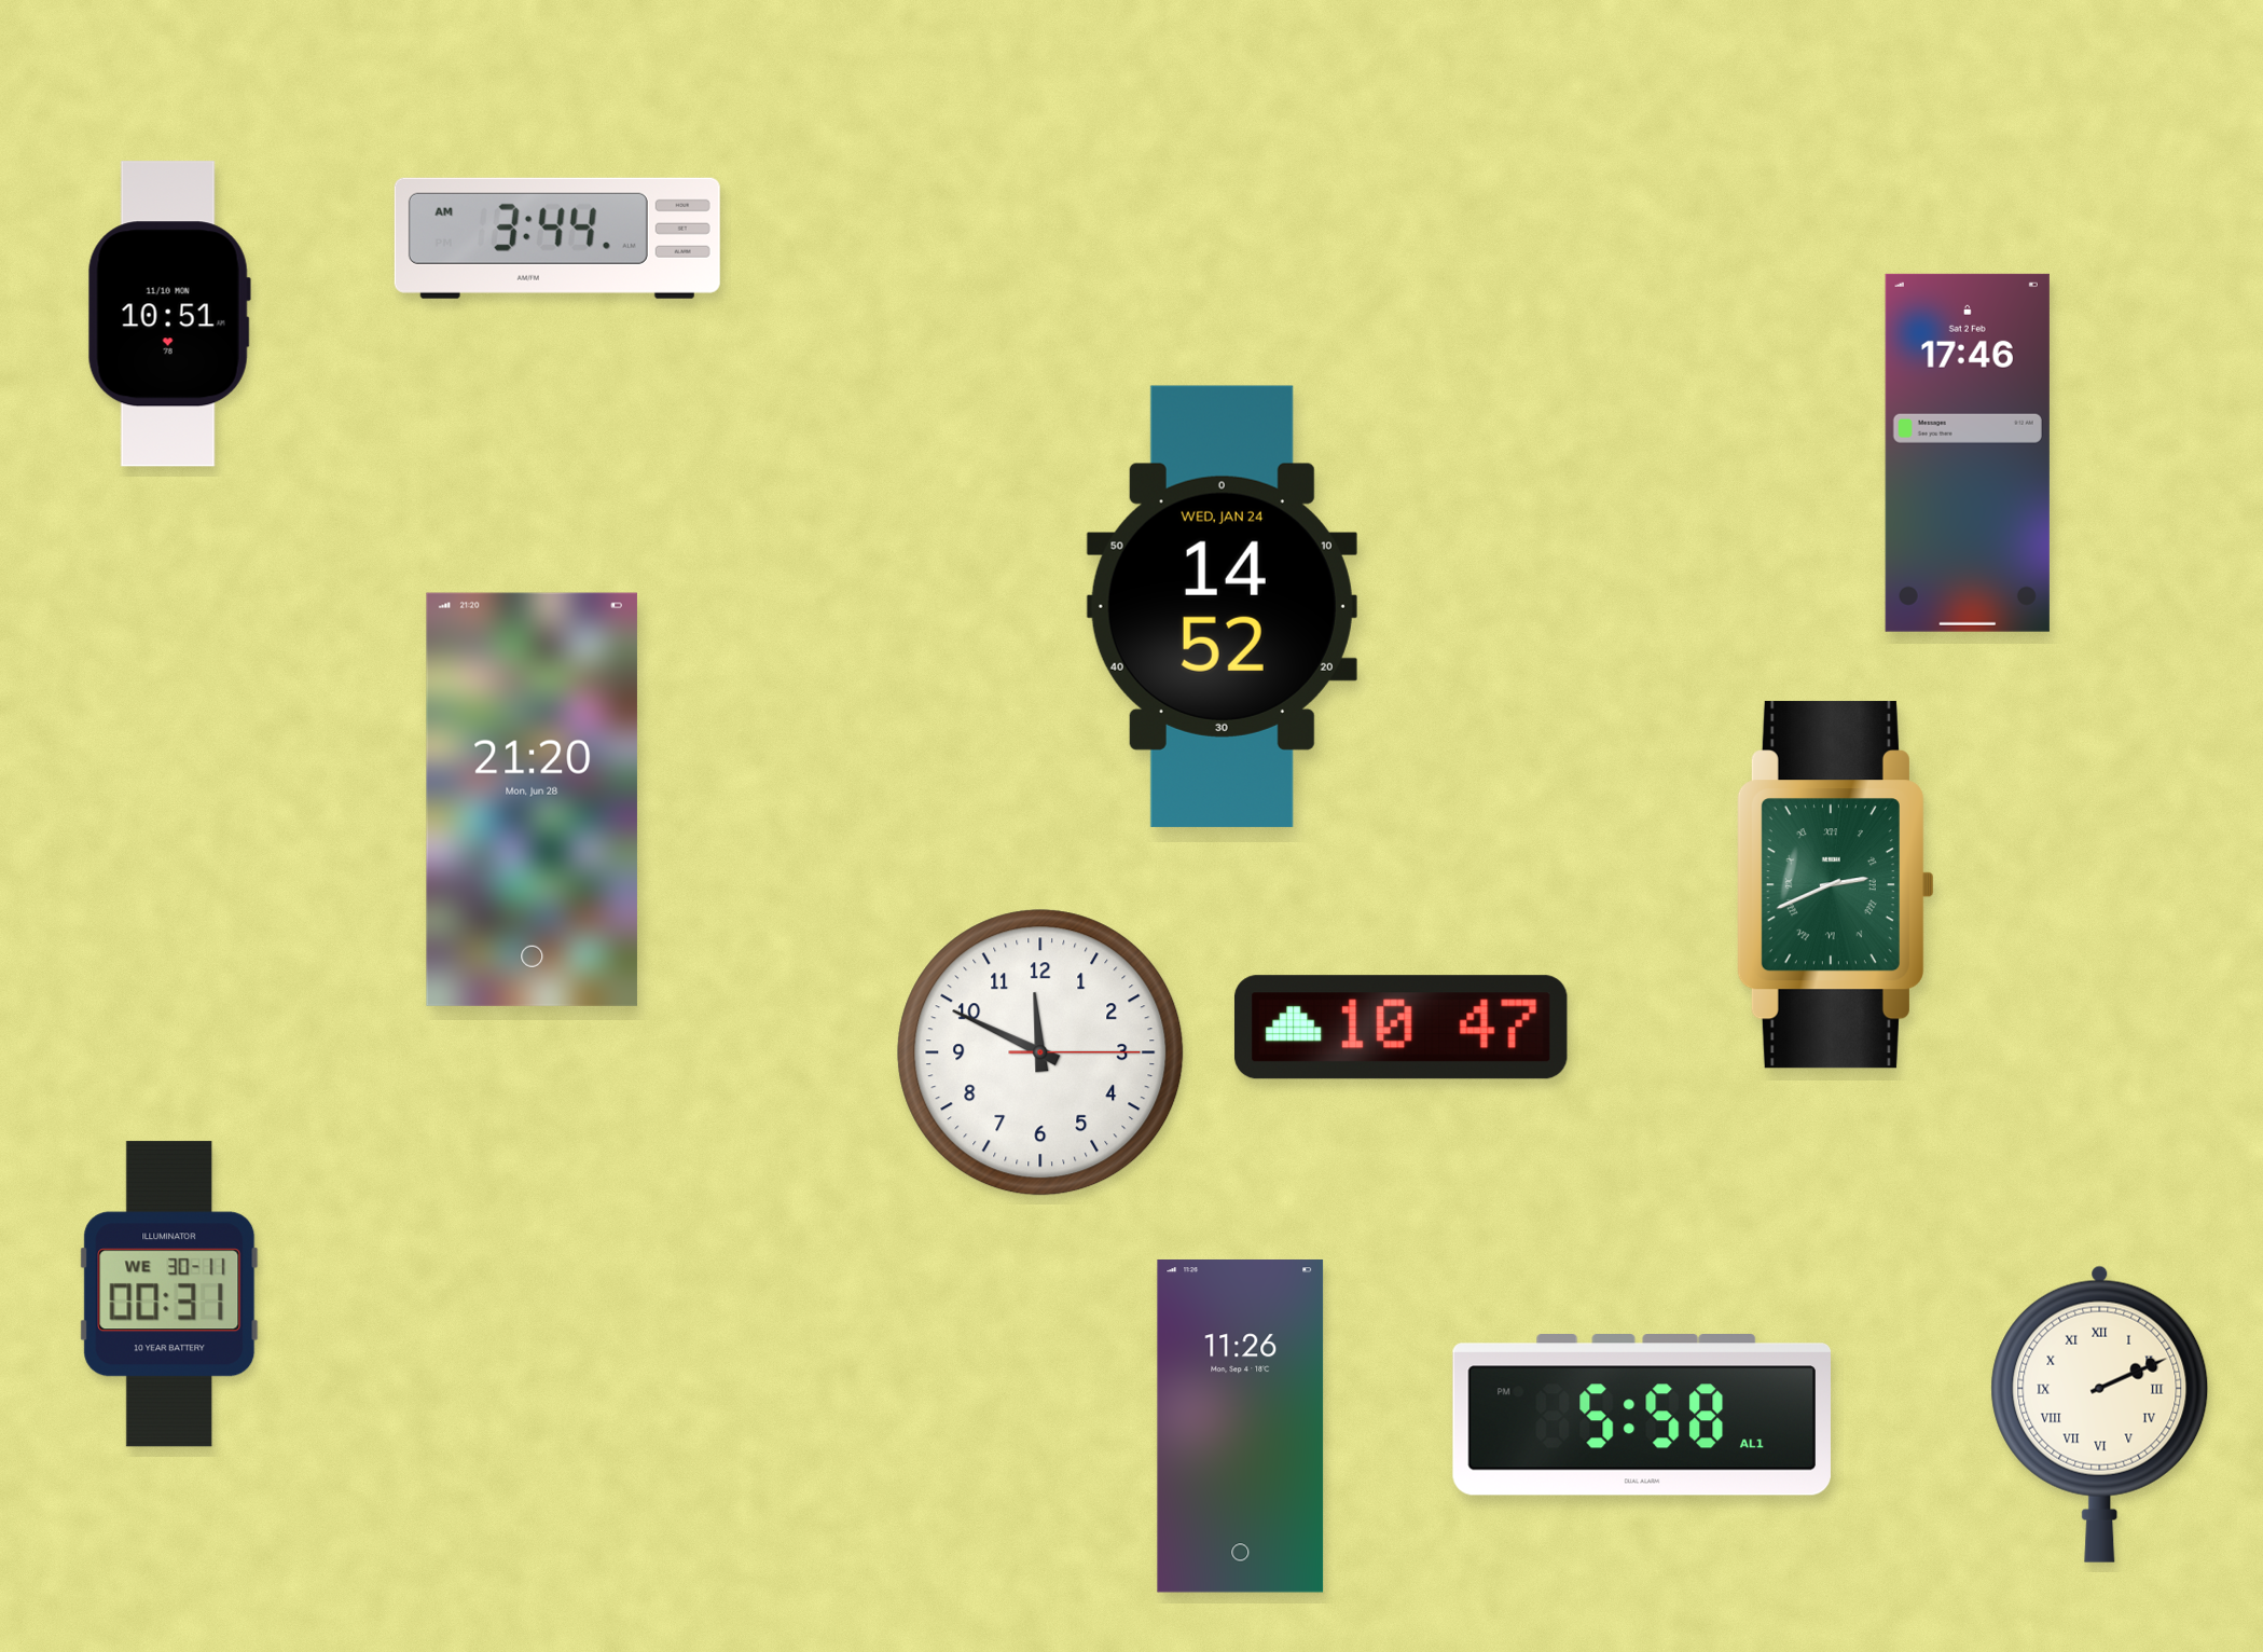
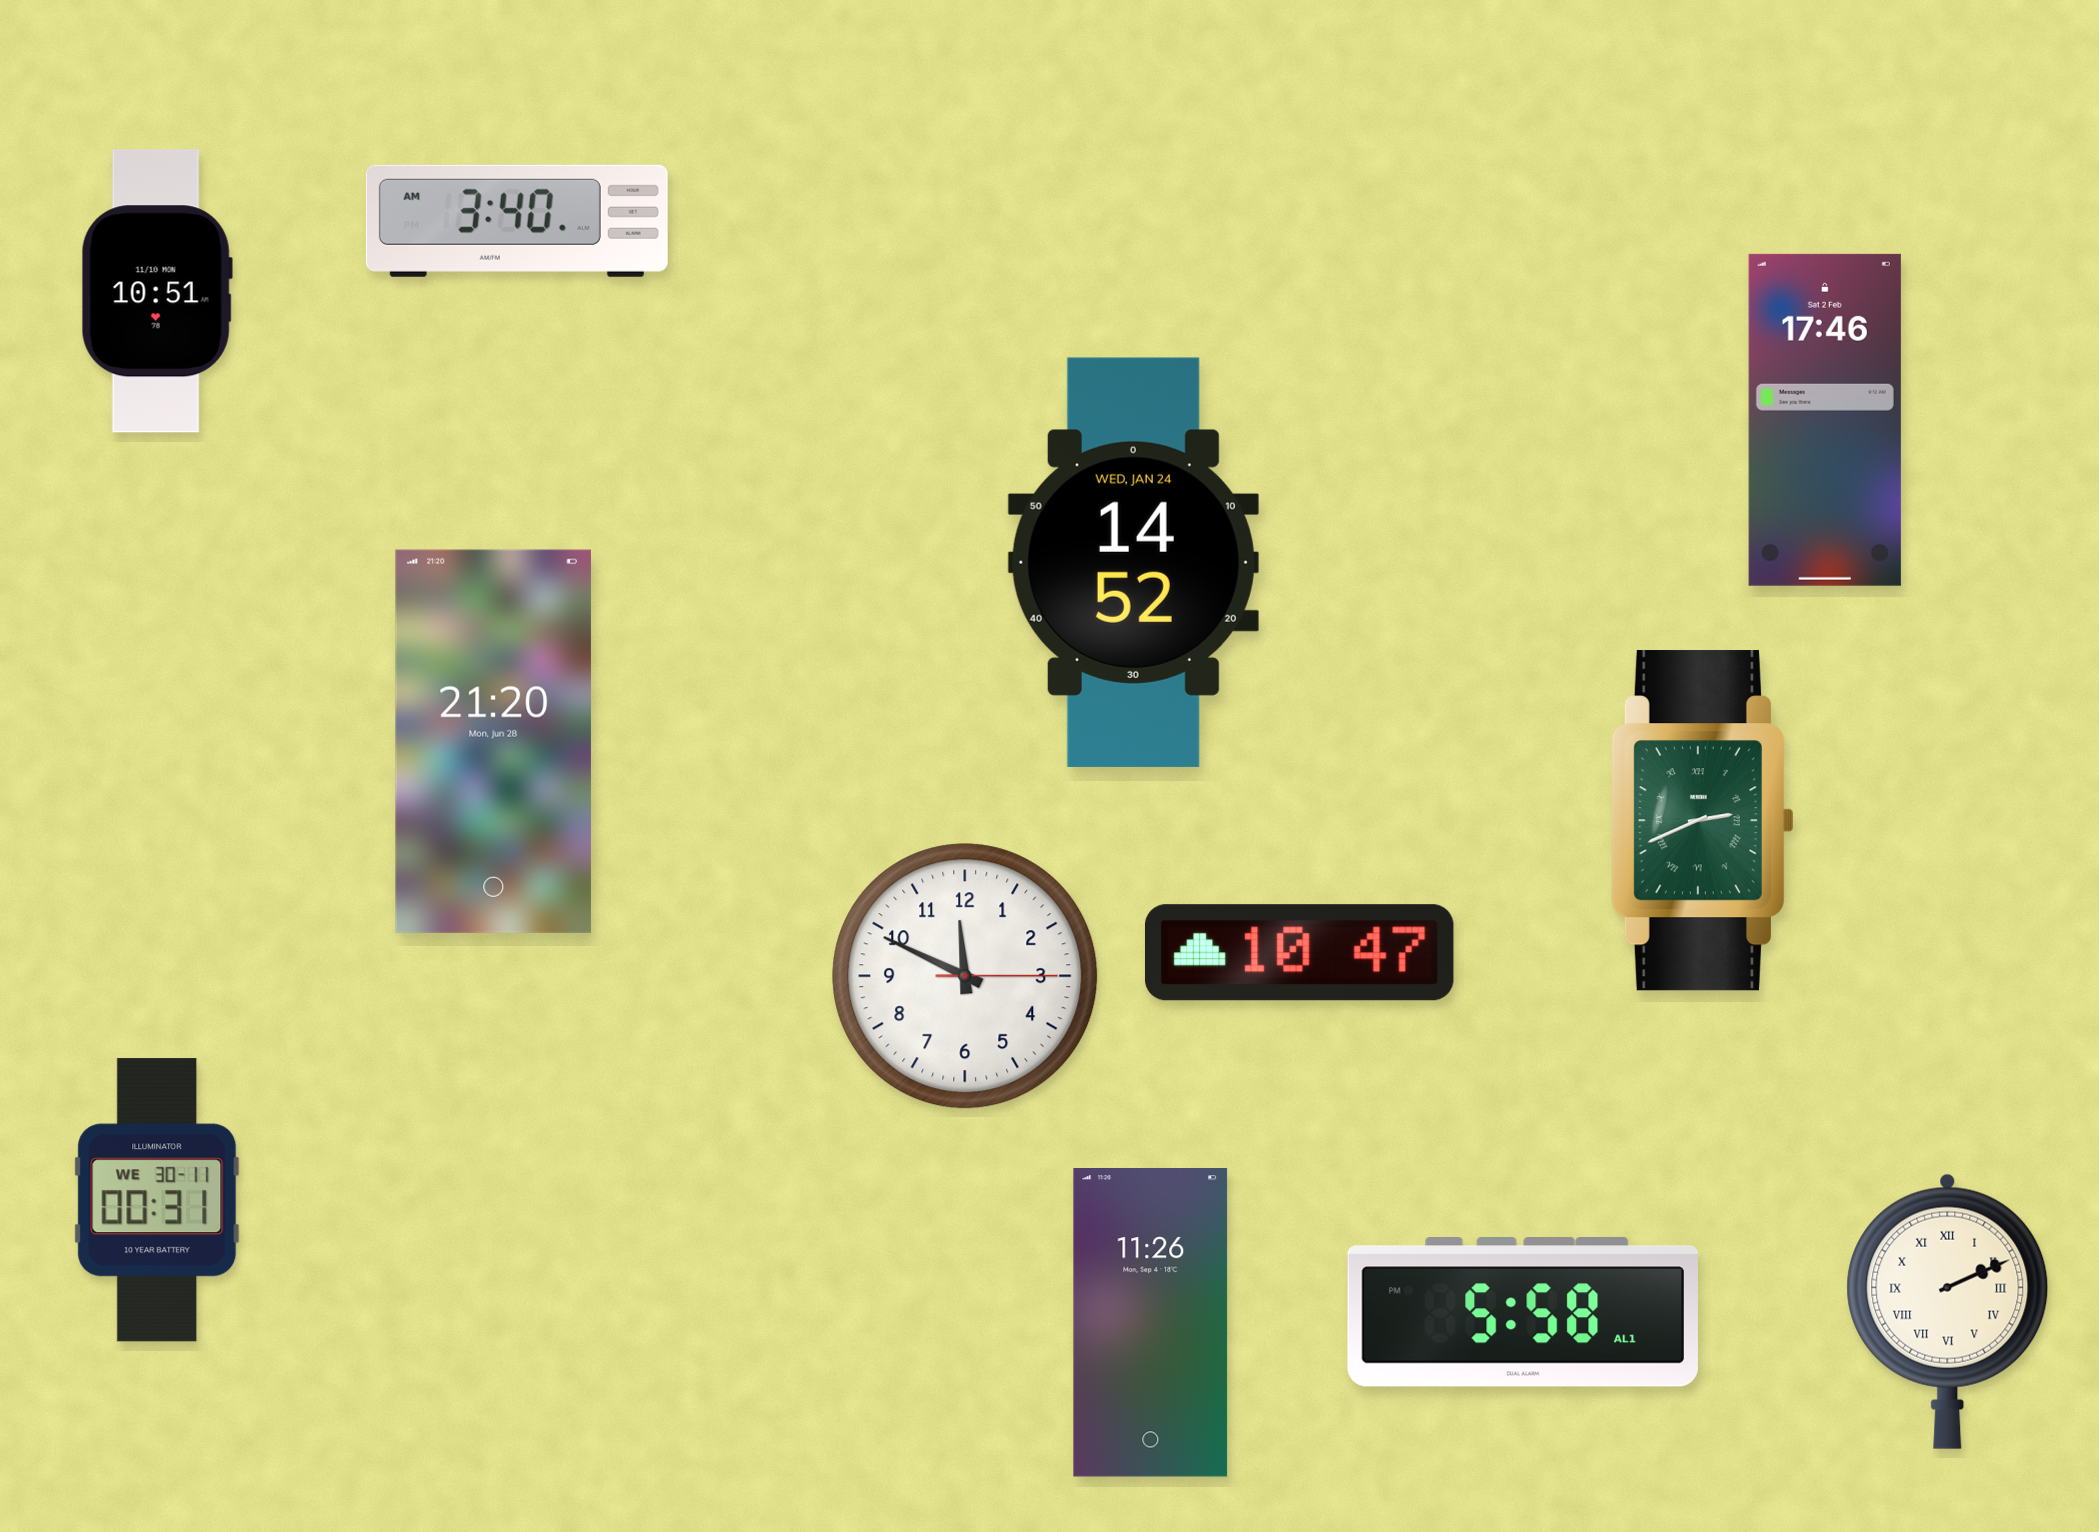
clock at (557, 238): 3:44 -> 3:40
